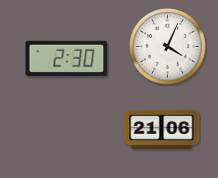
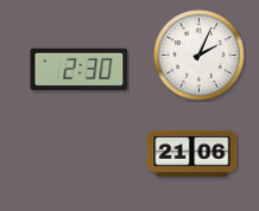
clock at (168, 47): 4:04 -> 2:04
